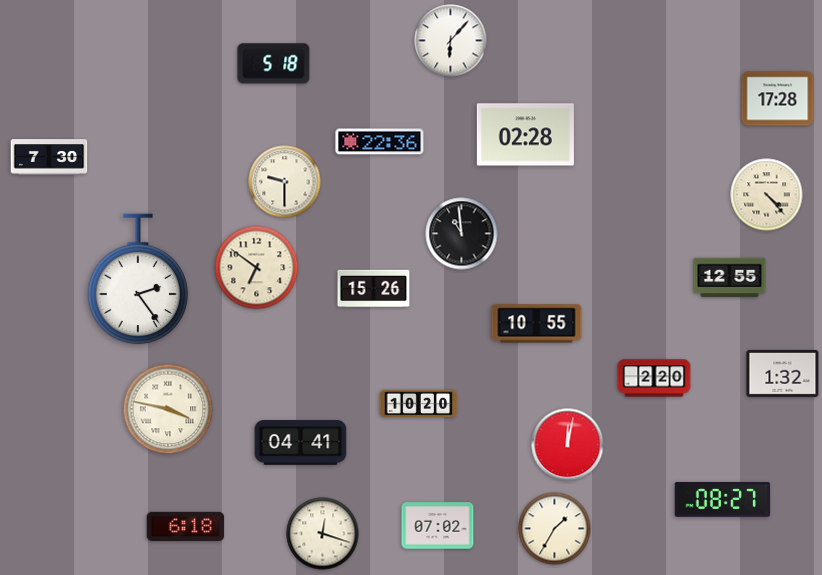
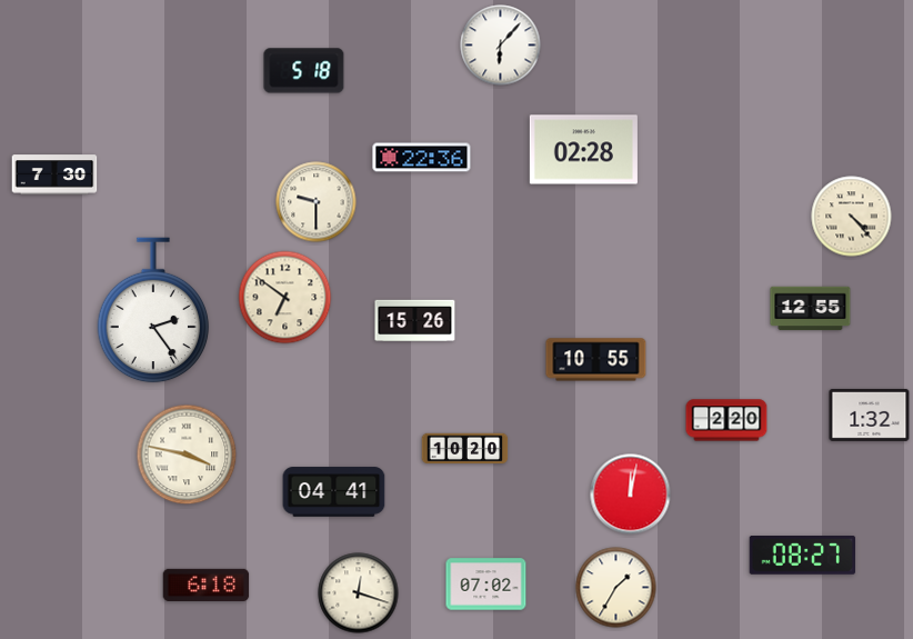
clock at (778, 99): 17:28 -> none
clock at (462, 234): 10:59 -> none
